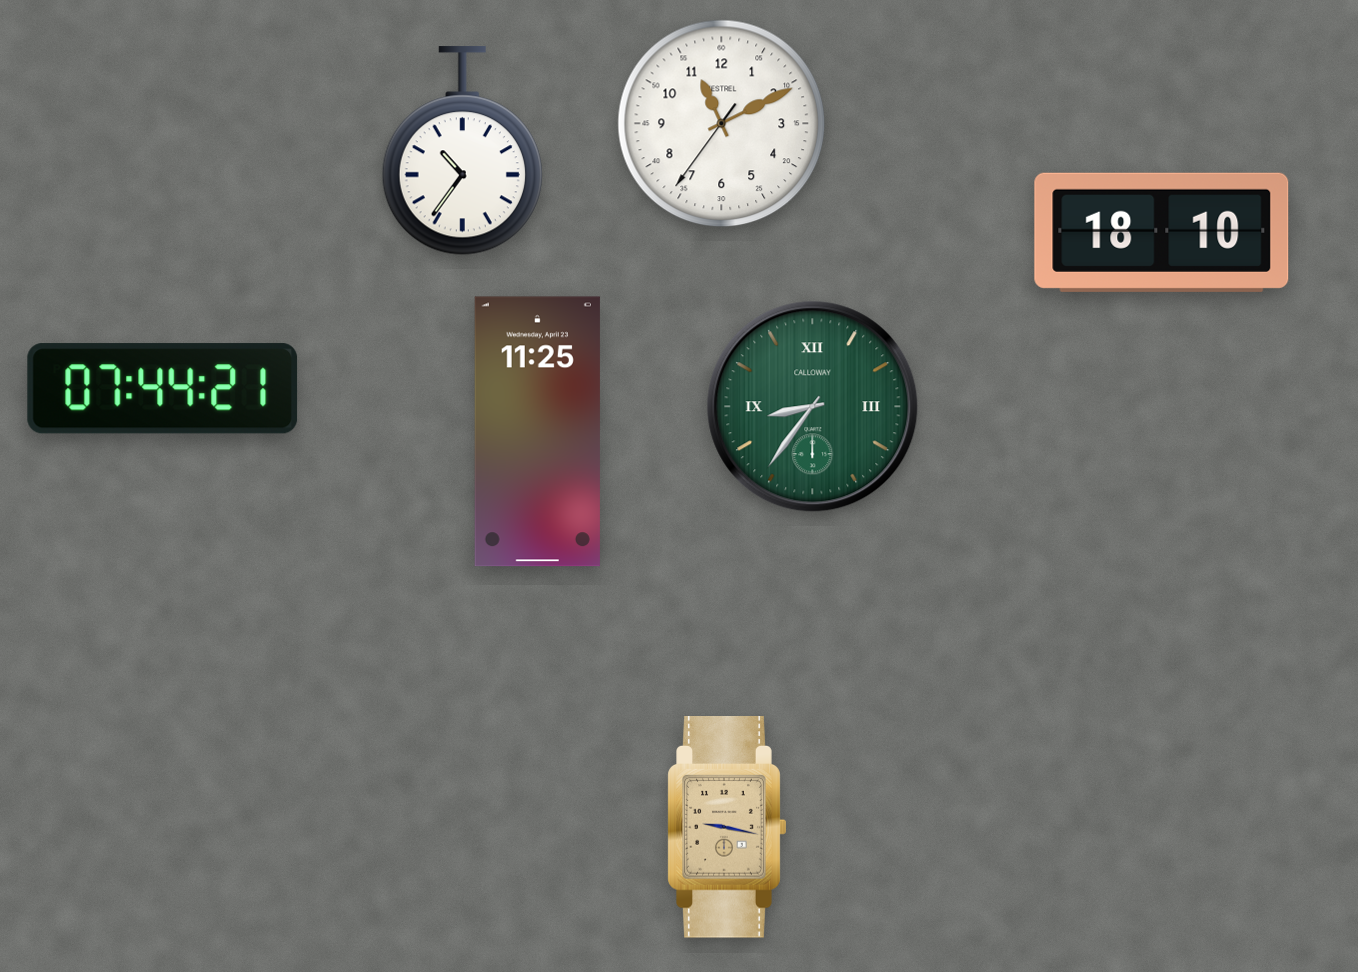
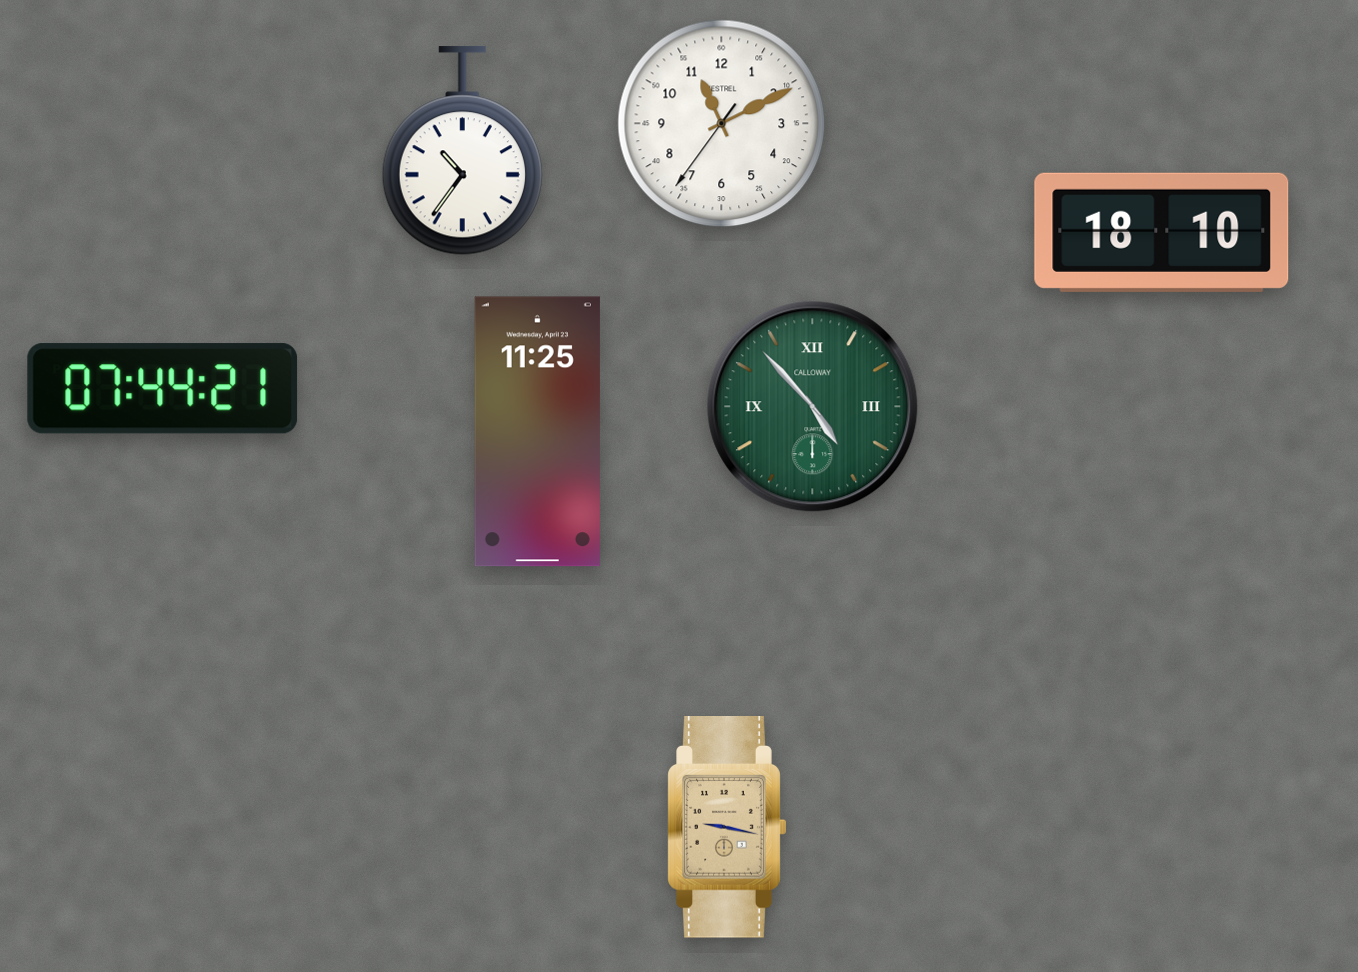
clock at (813, 407): 8:36 -> 4:53
